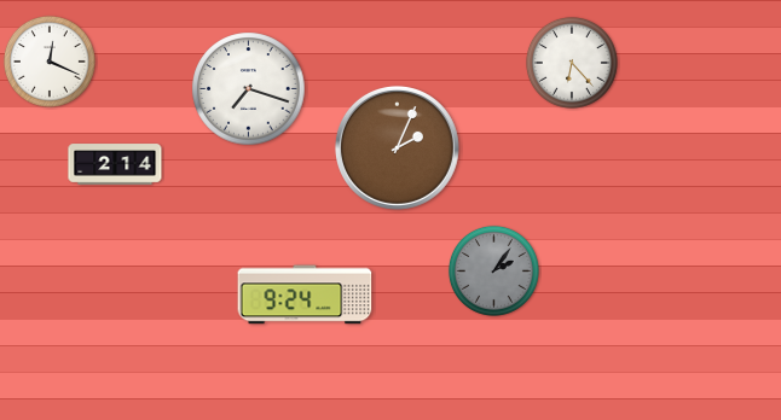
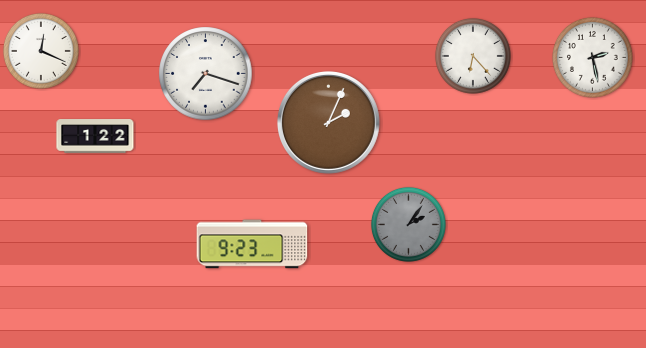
clock at (572, 63) position: (572, 63) -> (473, 56)
clock at (592, 57): none -> 2:28
clock at (115, 164): 2:14 -> 1:22
clock at (305, 294): 9:24 -> 9:23
